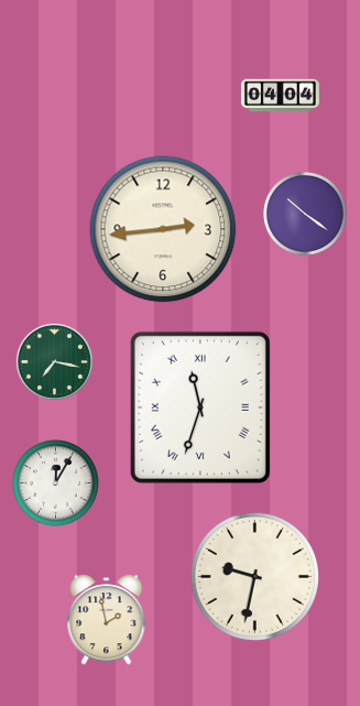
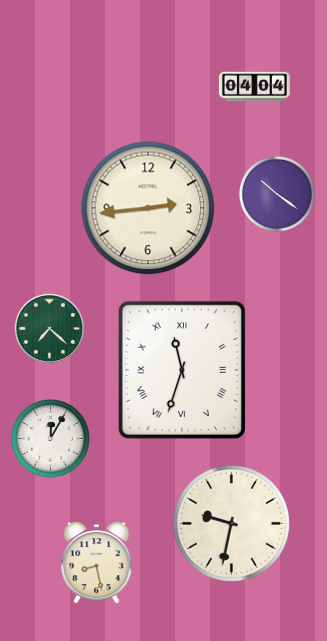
clock at (54, 361): 7:17 -> 7:22
clock at (107, 620): 1:58 -> 8:28
